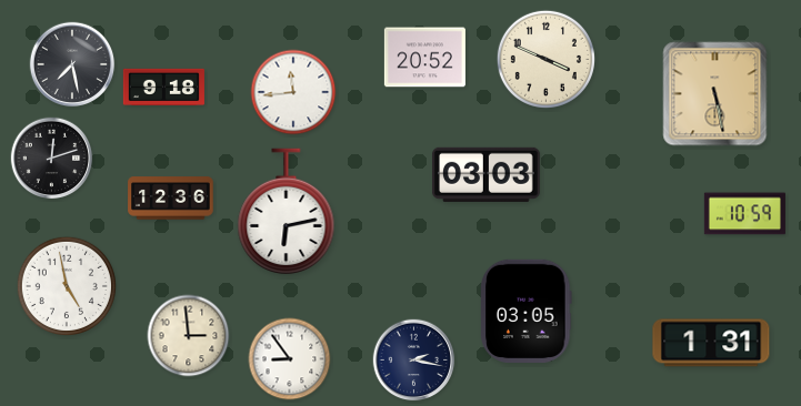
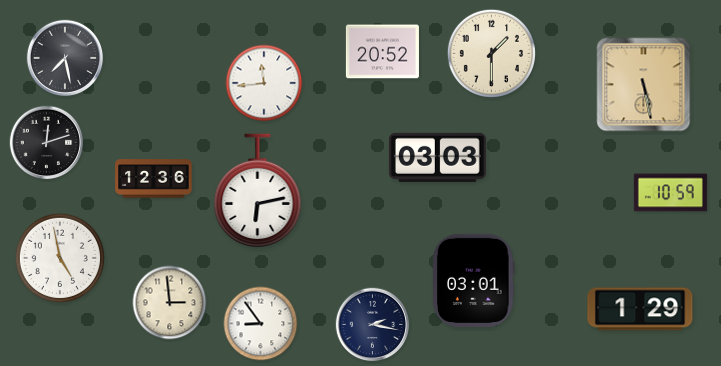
clock at (545, 59): 3:49 -> 1:30
clock at (163, 87): 9:18 -> none
clock at (527, 311): 03:05 -> 03:01
clock at (711, 343): 1:31 -> 1:29
